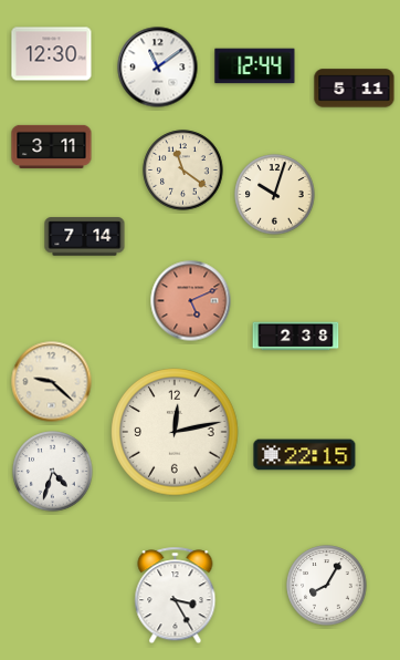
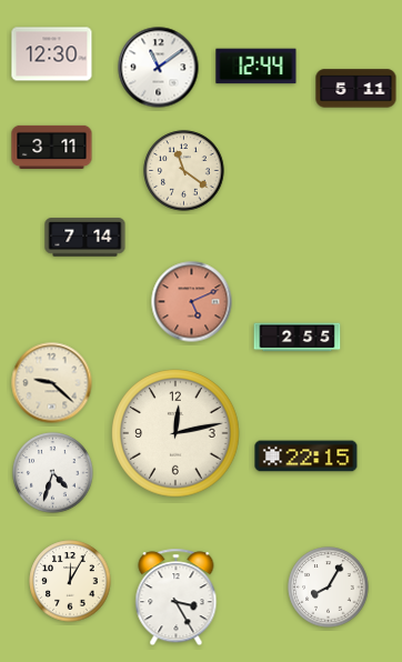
clock at (275, 195): 10:03 -> none
clock at (296, 337): 2:38 -> 2:55
clock at (70, 581): none -> 12:05
